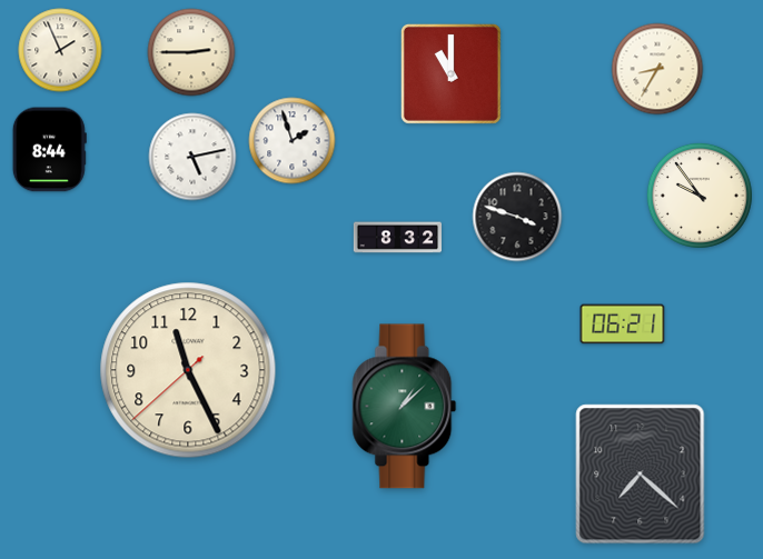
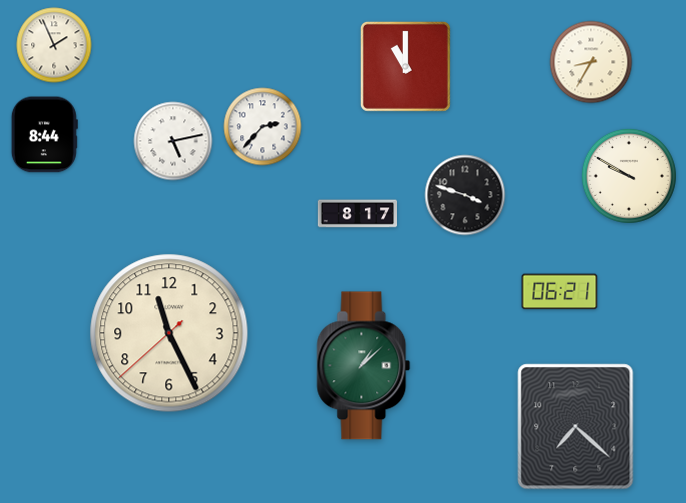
clock at (191, 52): 2:45 -> none
clock at (293, 141): 1:57 -> 2:37
clock at (700, 196): 9:54 -> 9:50
clock at (397, 238): 8:32 -> 8:17
